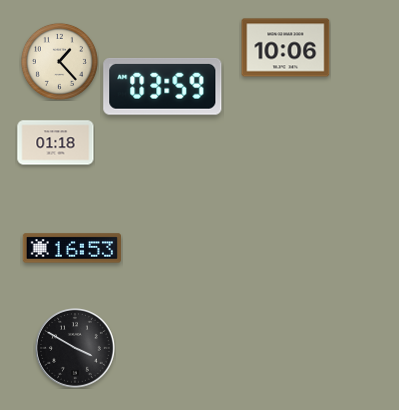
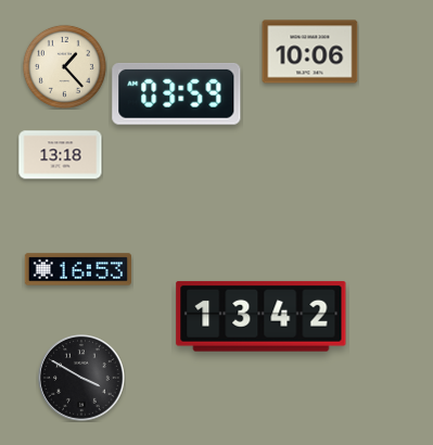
clock at (56, 143): 01:18 -> 13:18
clock at (262, 317): none -> 13:42
